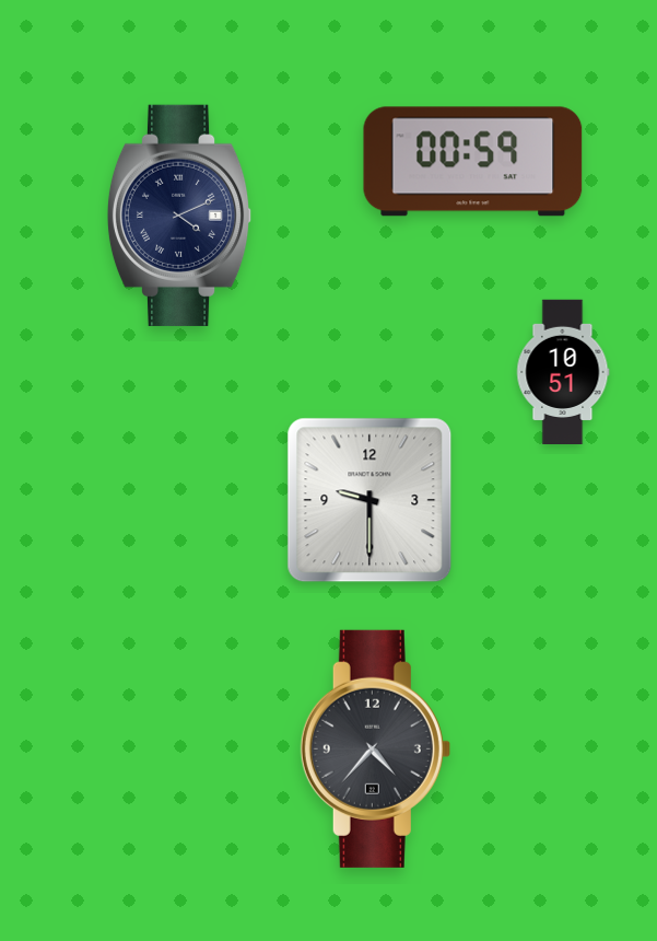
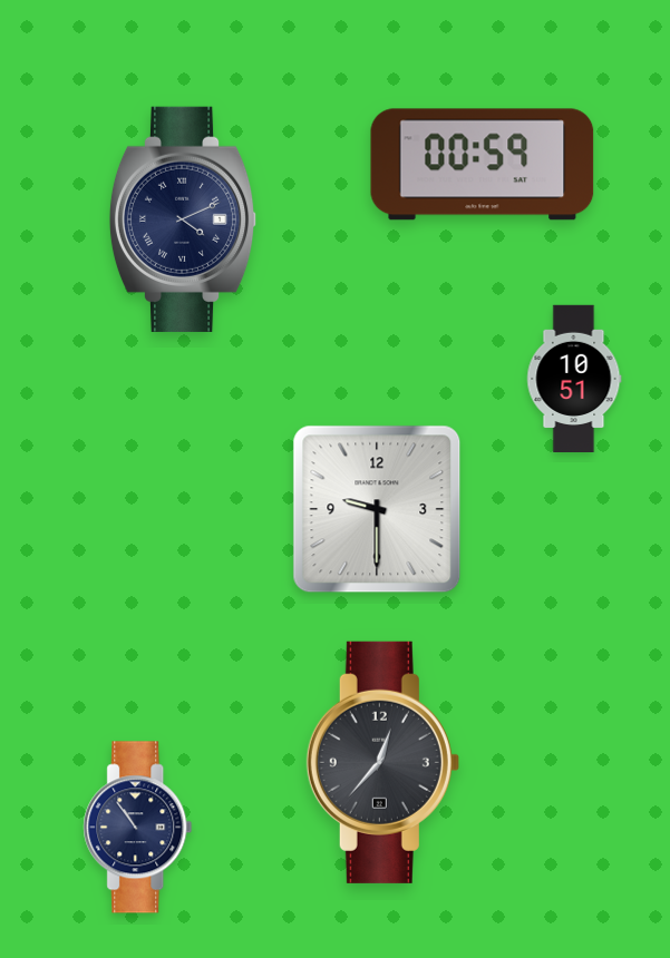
clock at (375, 748): 4:37 -> 12:37
clock at (138, 828): none -> 10:54
